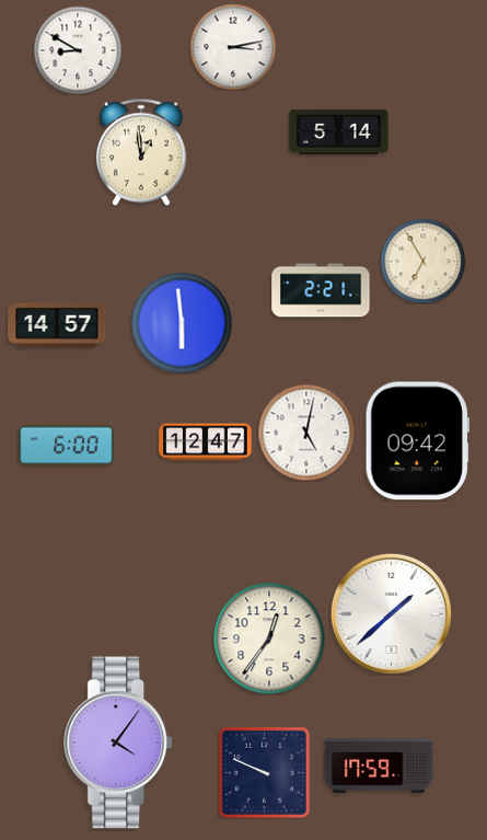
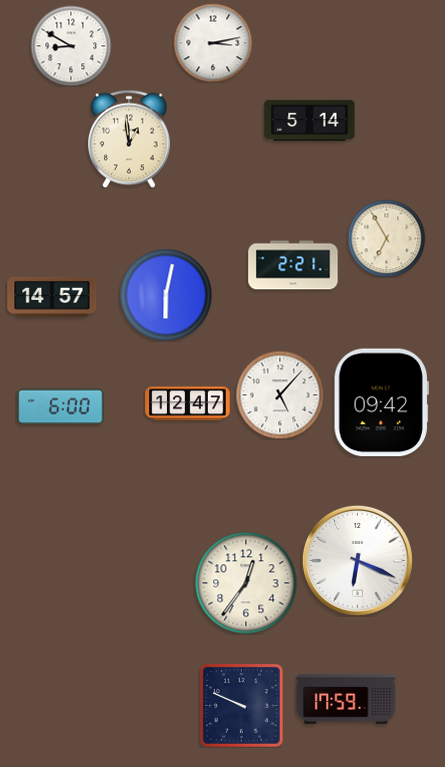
clock at (182, 323): 5:59 -> 6:02
clock at (306, 433): 5:02 -> 5:07
clock at (391, 613): 1:38 -> 6:19
clock at (119, 743): 4:06 -> none
